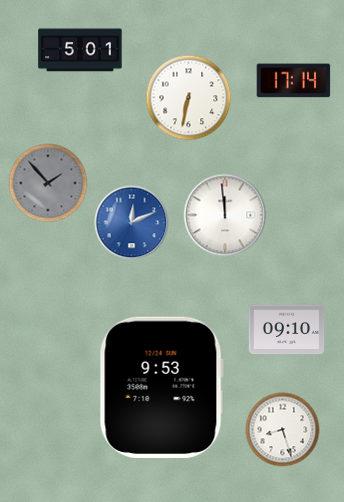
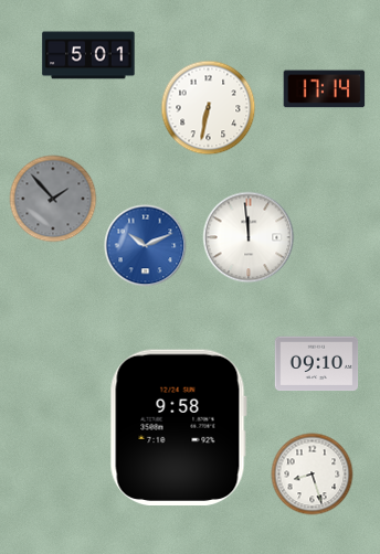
clock at (48, 183) position: (48, 183) -> (53, 199)
clock at (132, 223): 12:11 -> 10:11
clock at (161, 387): 9:53 -> 9:58
